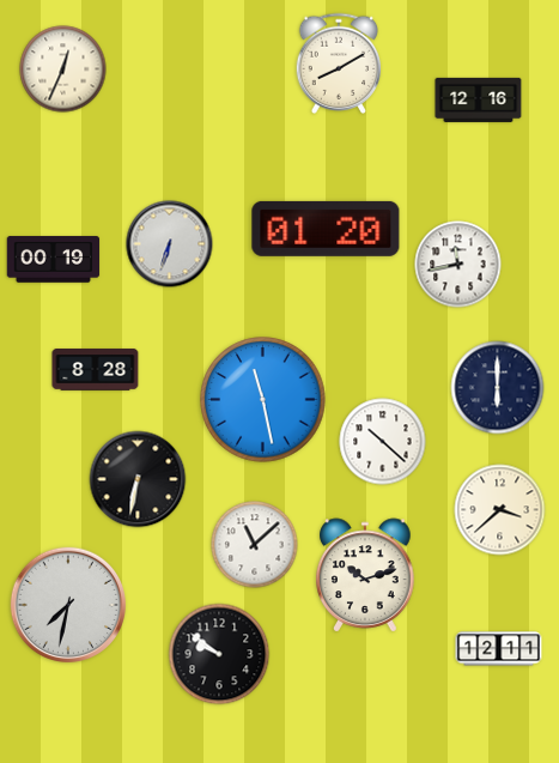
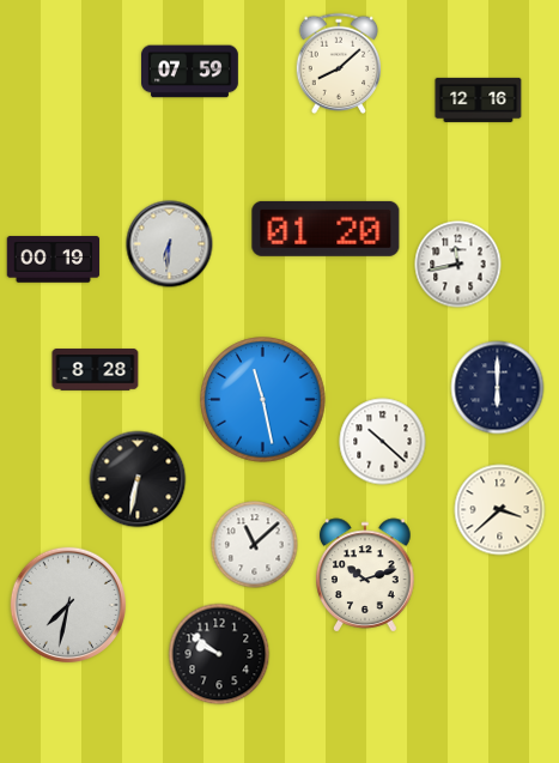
clock at (339, 62): 8:10 -> 8:08
clock at (63, 69): 12:34 -> none
clock at (190, 72): none -> 07:59
clock at (170, 244): 6:33 -> 6:31
clock at (499, 649): 12:11 -> none
